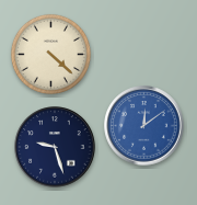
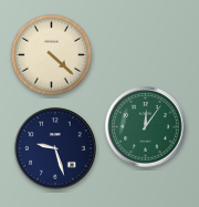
clock at (144, 126): 12:09 -> 12:06
clock at (144, 126) dial: blue -> green
